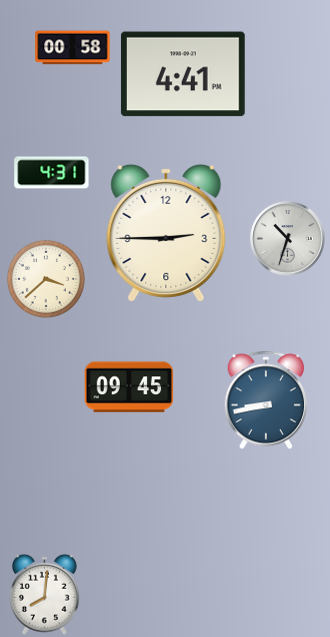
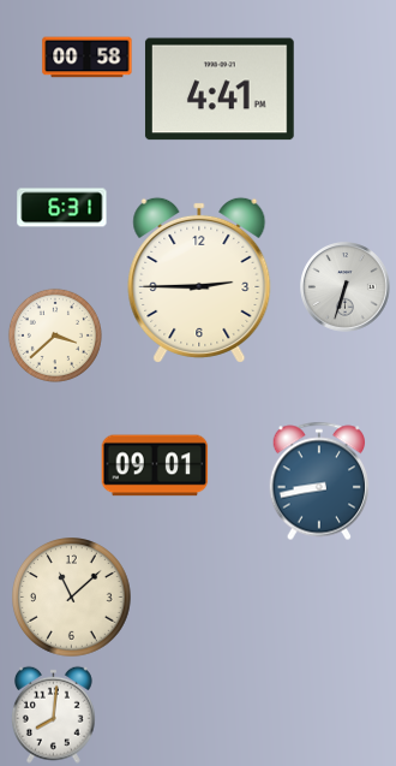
clock at (52, 173): 4:31 -> 6:31
clock at (288, 239): 10:33 -> 6:33
clock at (129, 387): 09:45 -> 09:01
clock at (72, 598): none -> 11:08
